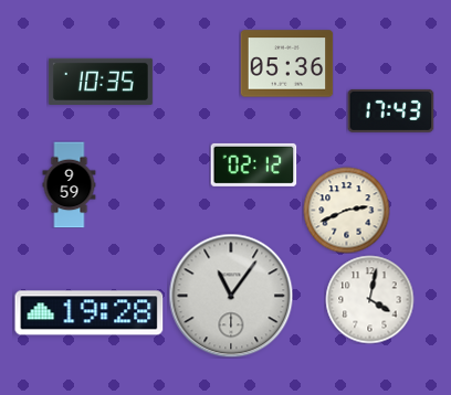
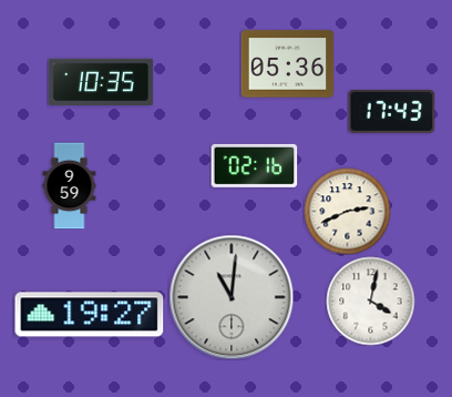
clock at (253, 164): 02:12 -> 02:16
clock at (231, 296): 11:06 -> 11:01
clock at (90, 313): 19:28 -> 19:27
